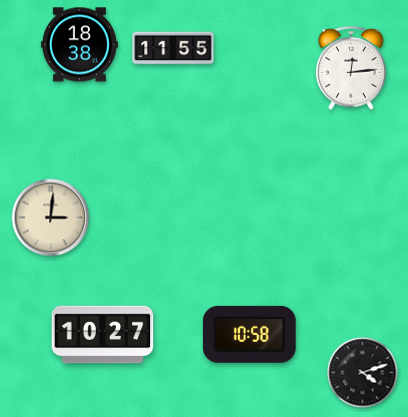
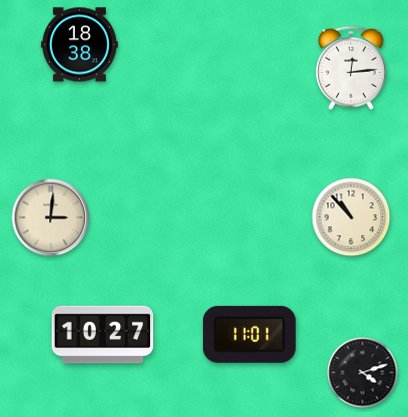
clock at (173, 48): 11:55 -> none
clock at (351, 217): none -> 10:53
clock at (249, 334): 10:58 -> 11:01
